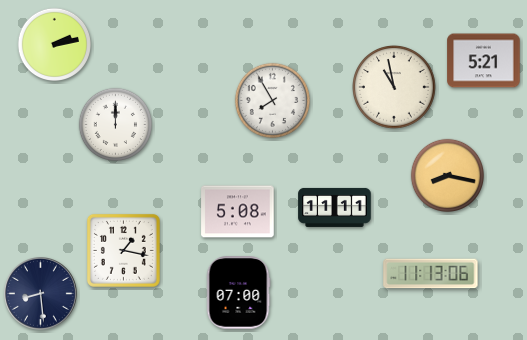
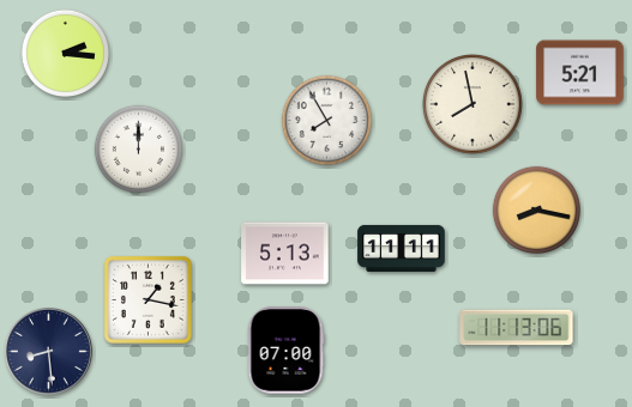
clock at (54, 44): 2:13 -> 2:16
clock at (395, 88): 10:58 -> 7:58
clock at (238, 212): 5:08 -> 5:13
